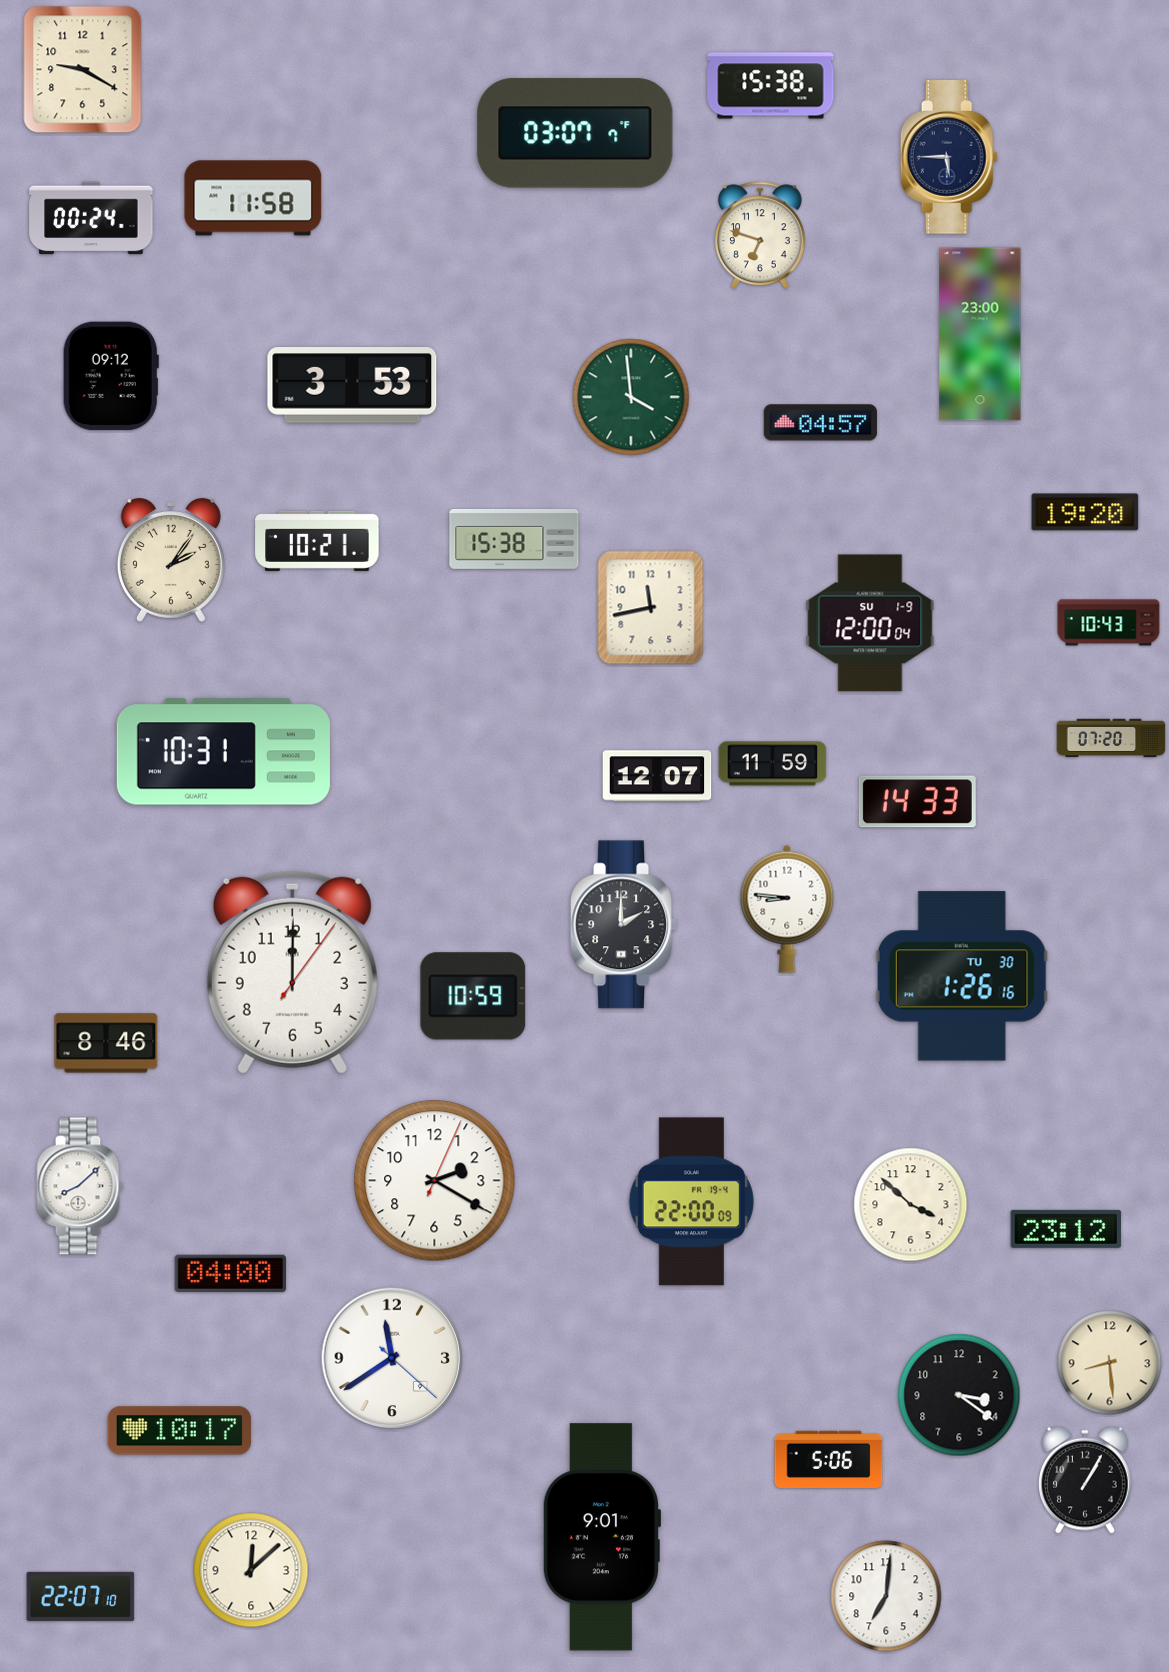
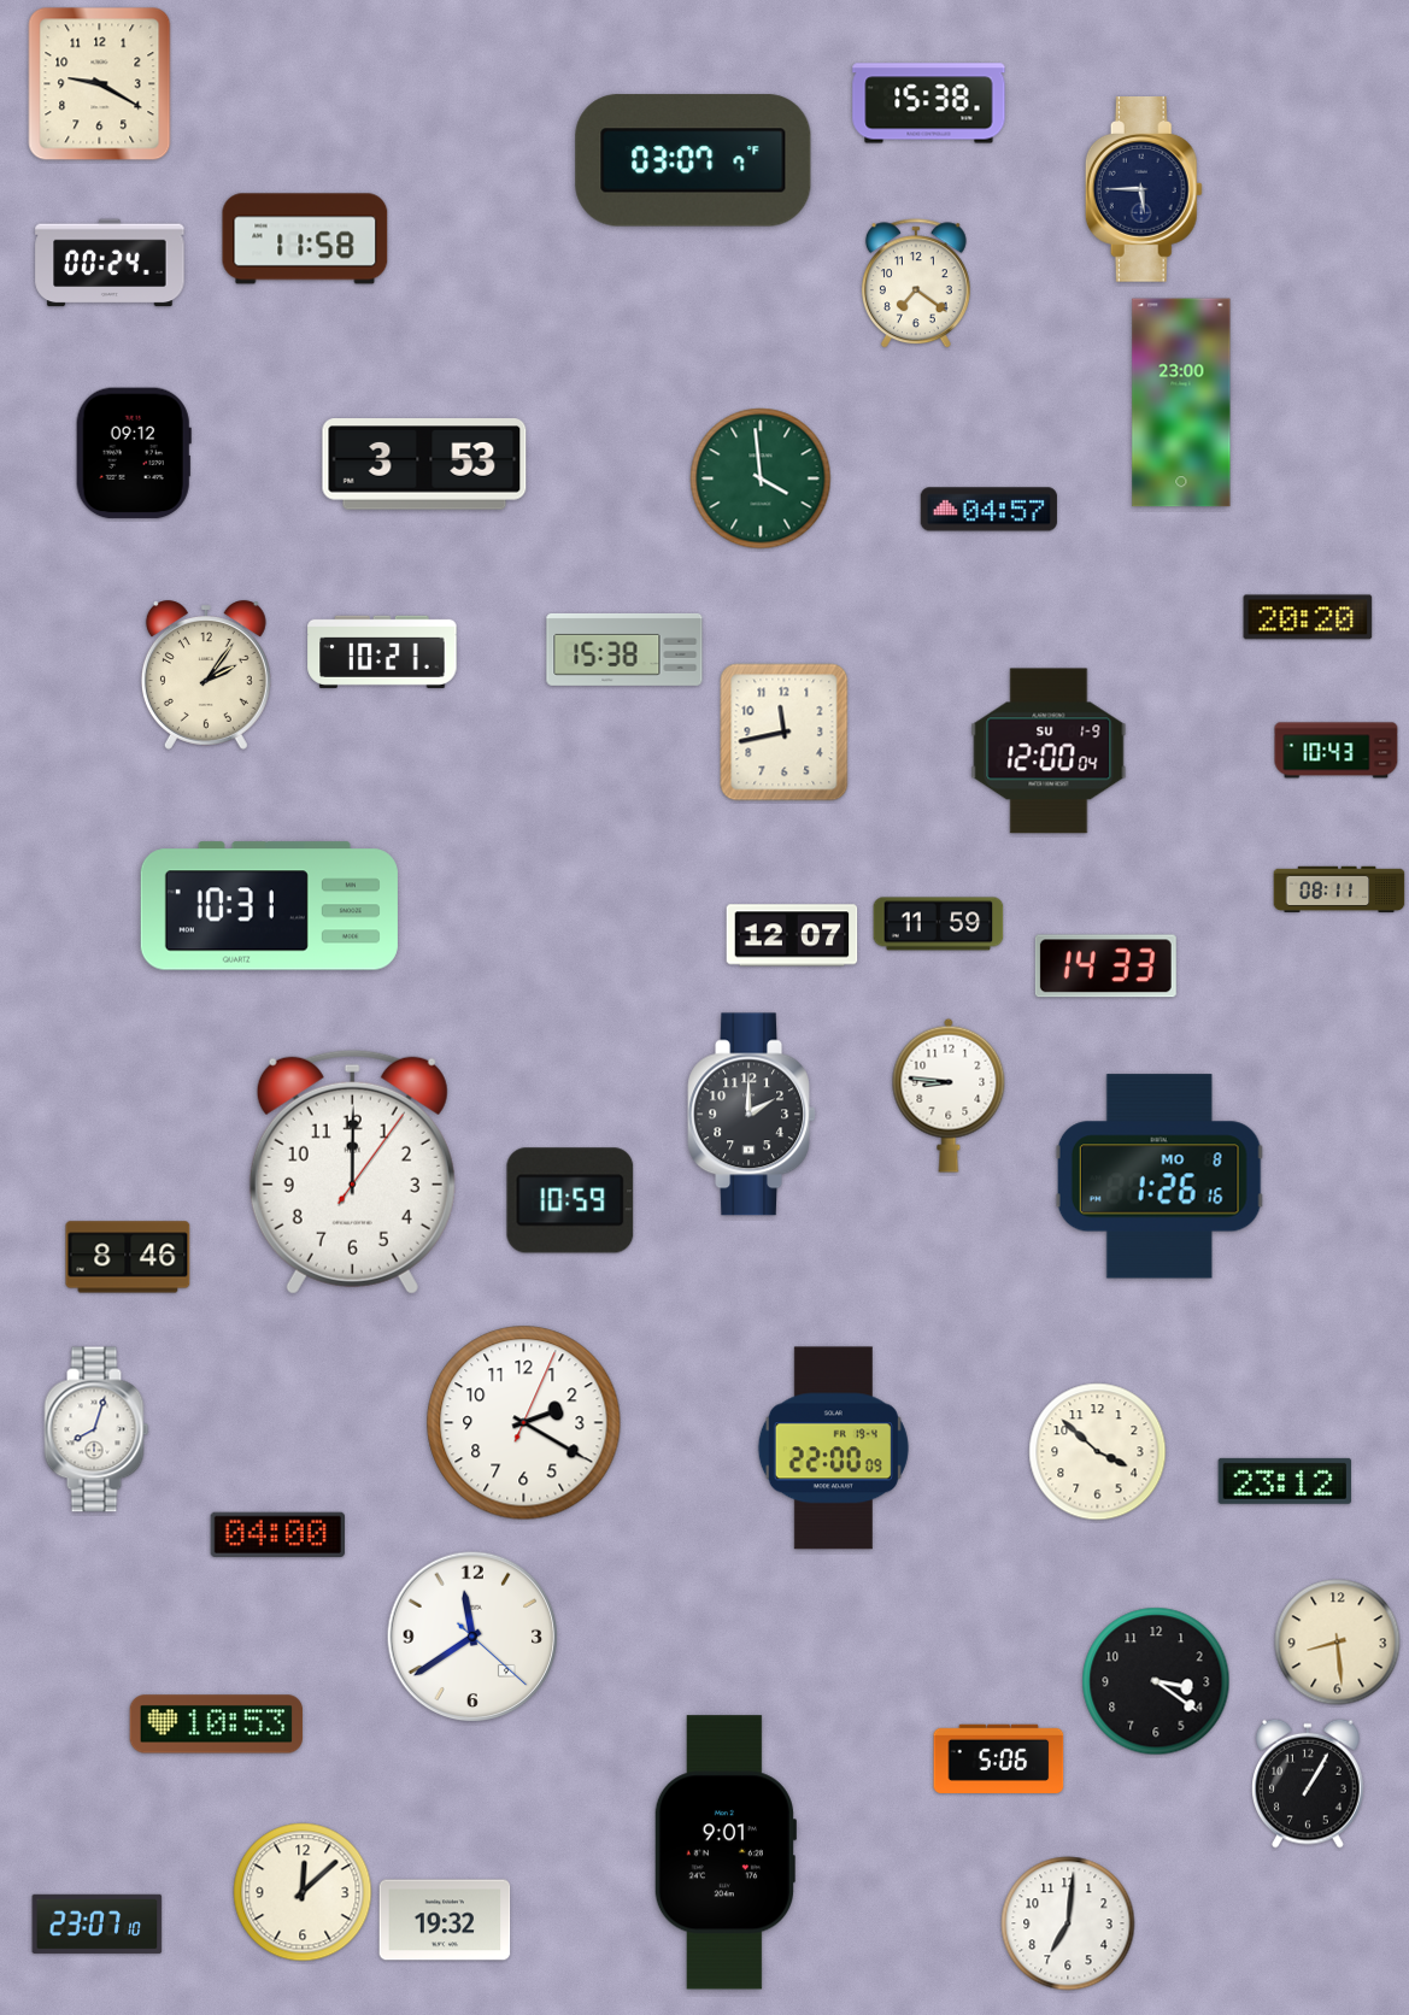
clock at (760, 236): 6:48 -> 7:21
clock at (1085, 512): 19:20 -> 20:20
clock at (514, 539) position: (514, 539) -> (624, 650)
clock at (1111, 738): 07:20 -> 08:11
clock at (773, 764) position: (773, 764) -> (939, 924)
clock at (962, 976) date: TU 30 -> MO 8
clock at (80, 1186): 8:08 -> 8:03
clock at (180, 1431): 10:17 -> 10:53
clock at (445, 1920): none -> 19:32
clock at (81, 1596): 22:07 -> 23:07
